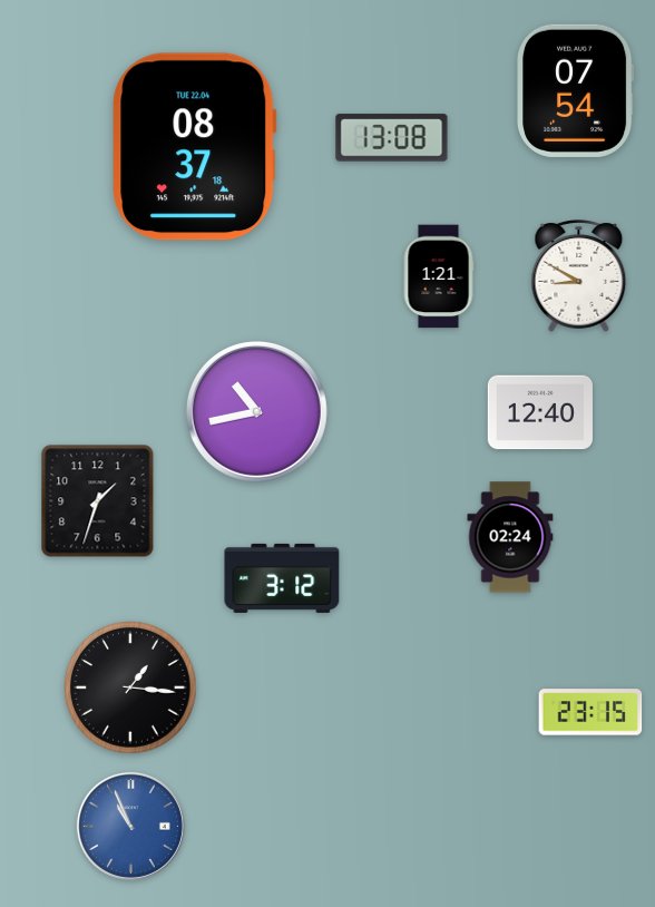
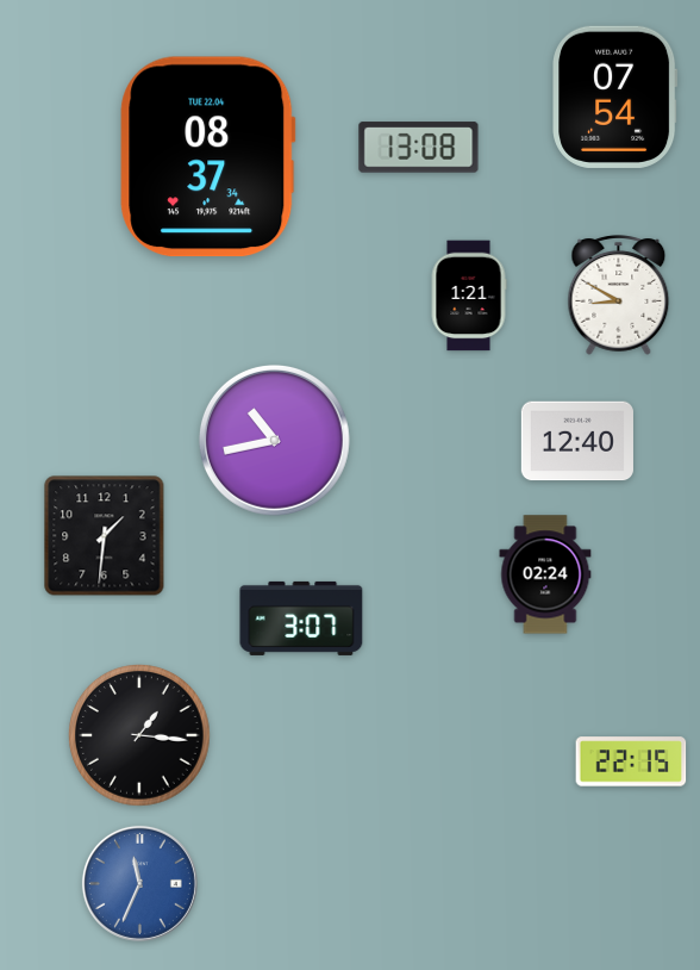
clock at (195, 147): 08:37:18 -> 08:37:34
clock at (98, 501): 1:33 -> 1:31
clock at (282, 578): 3:12 -> 3:07
clock at (590, 712): 23:15 -> 22:15
clock at (130, 826): 10:56 -> 11:34
